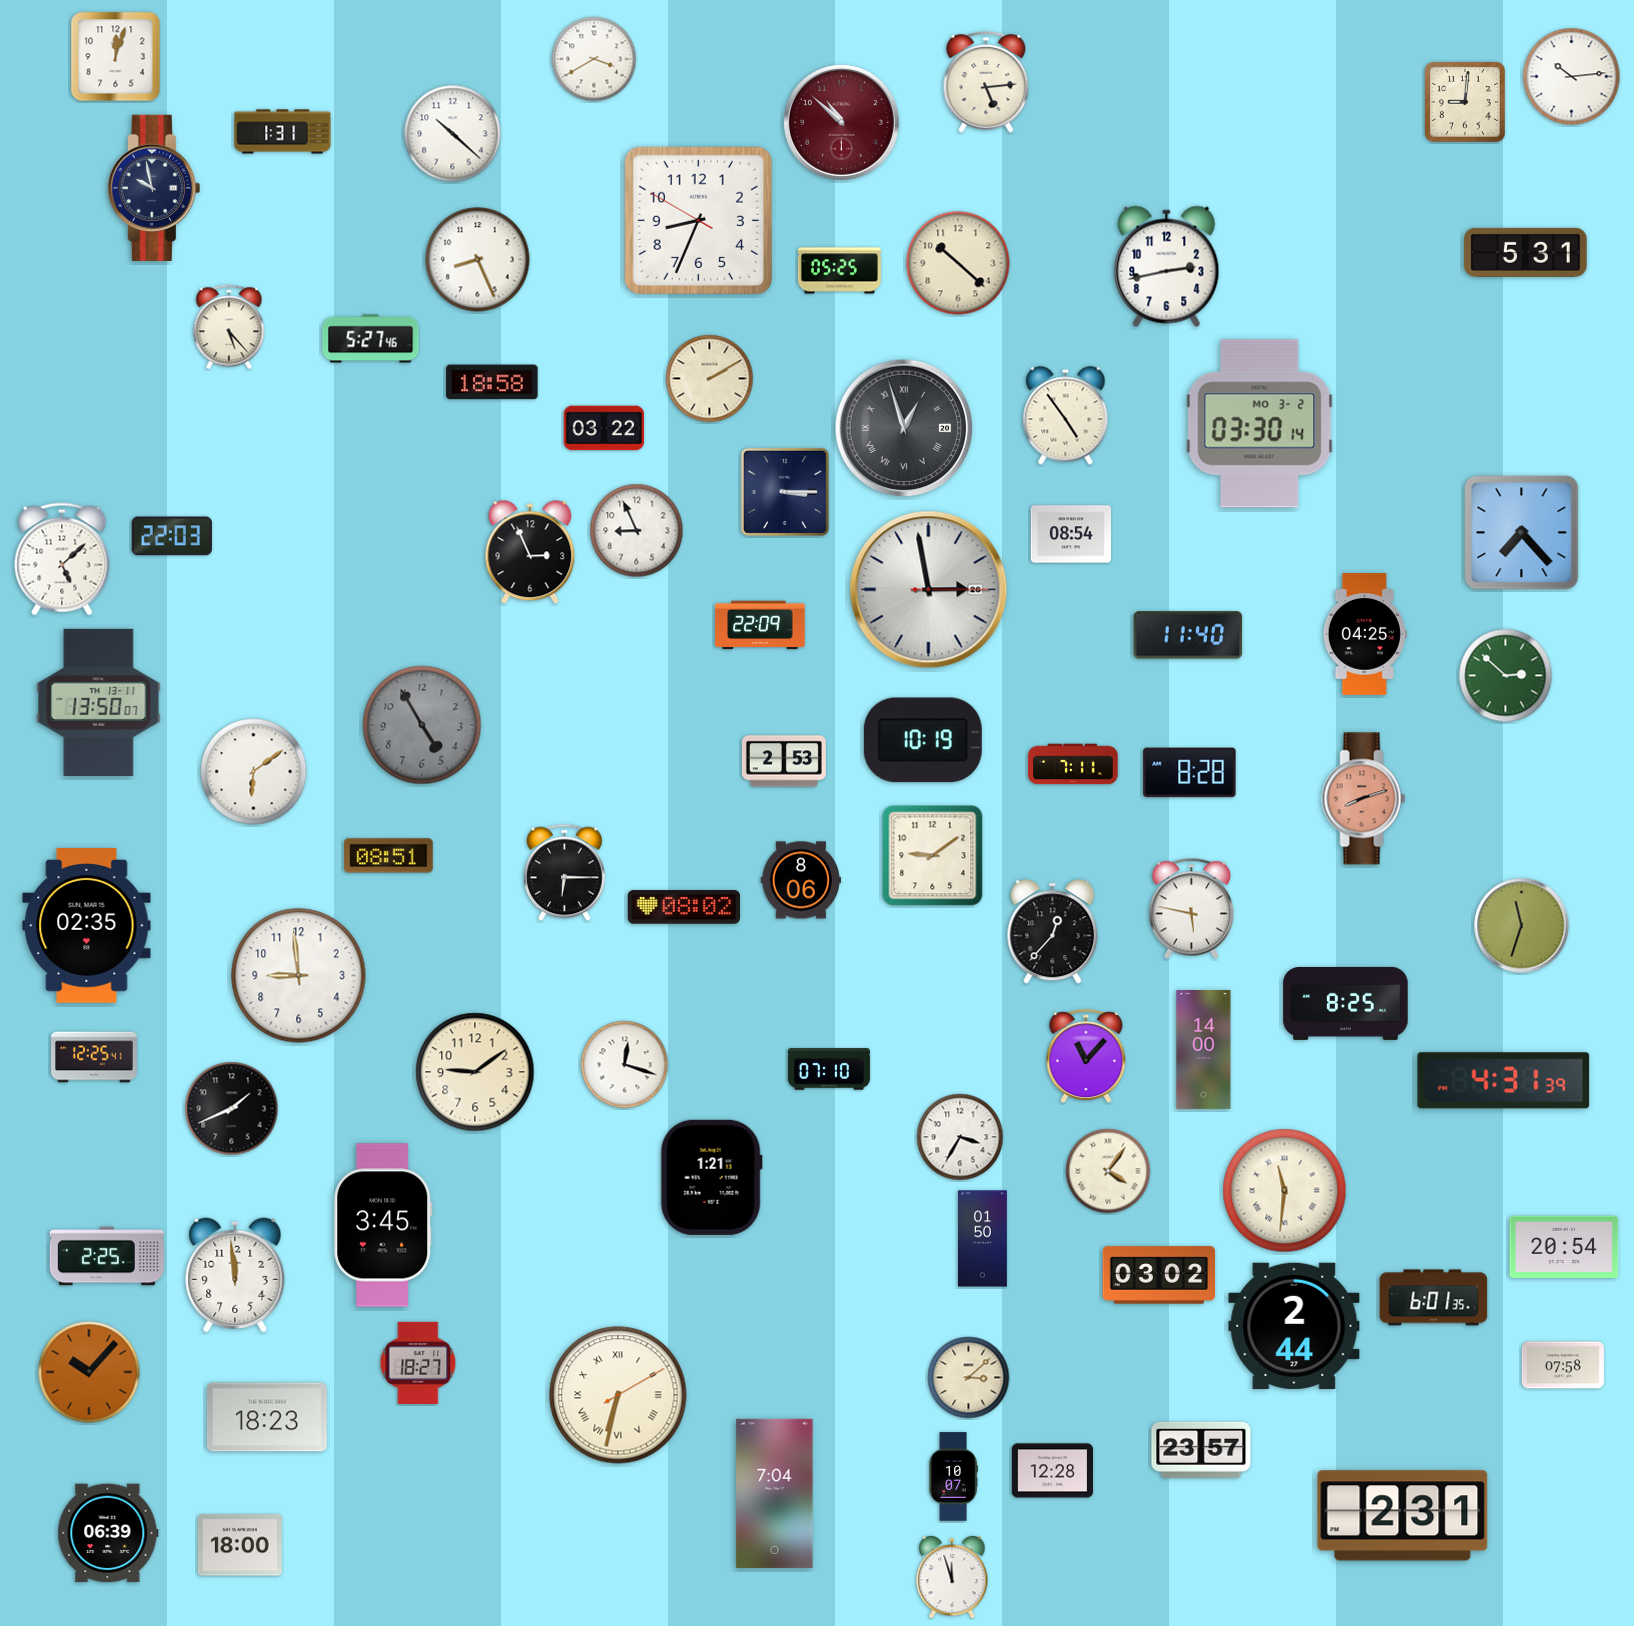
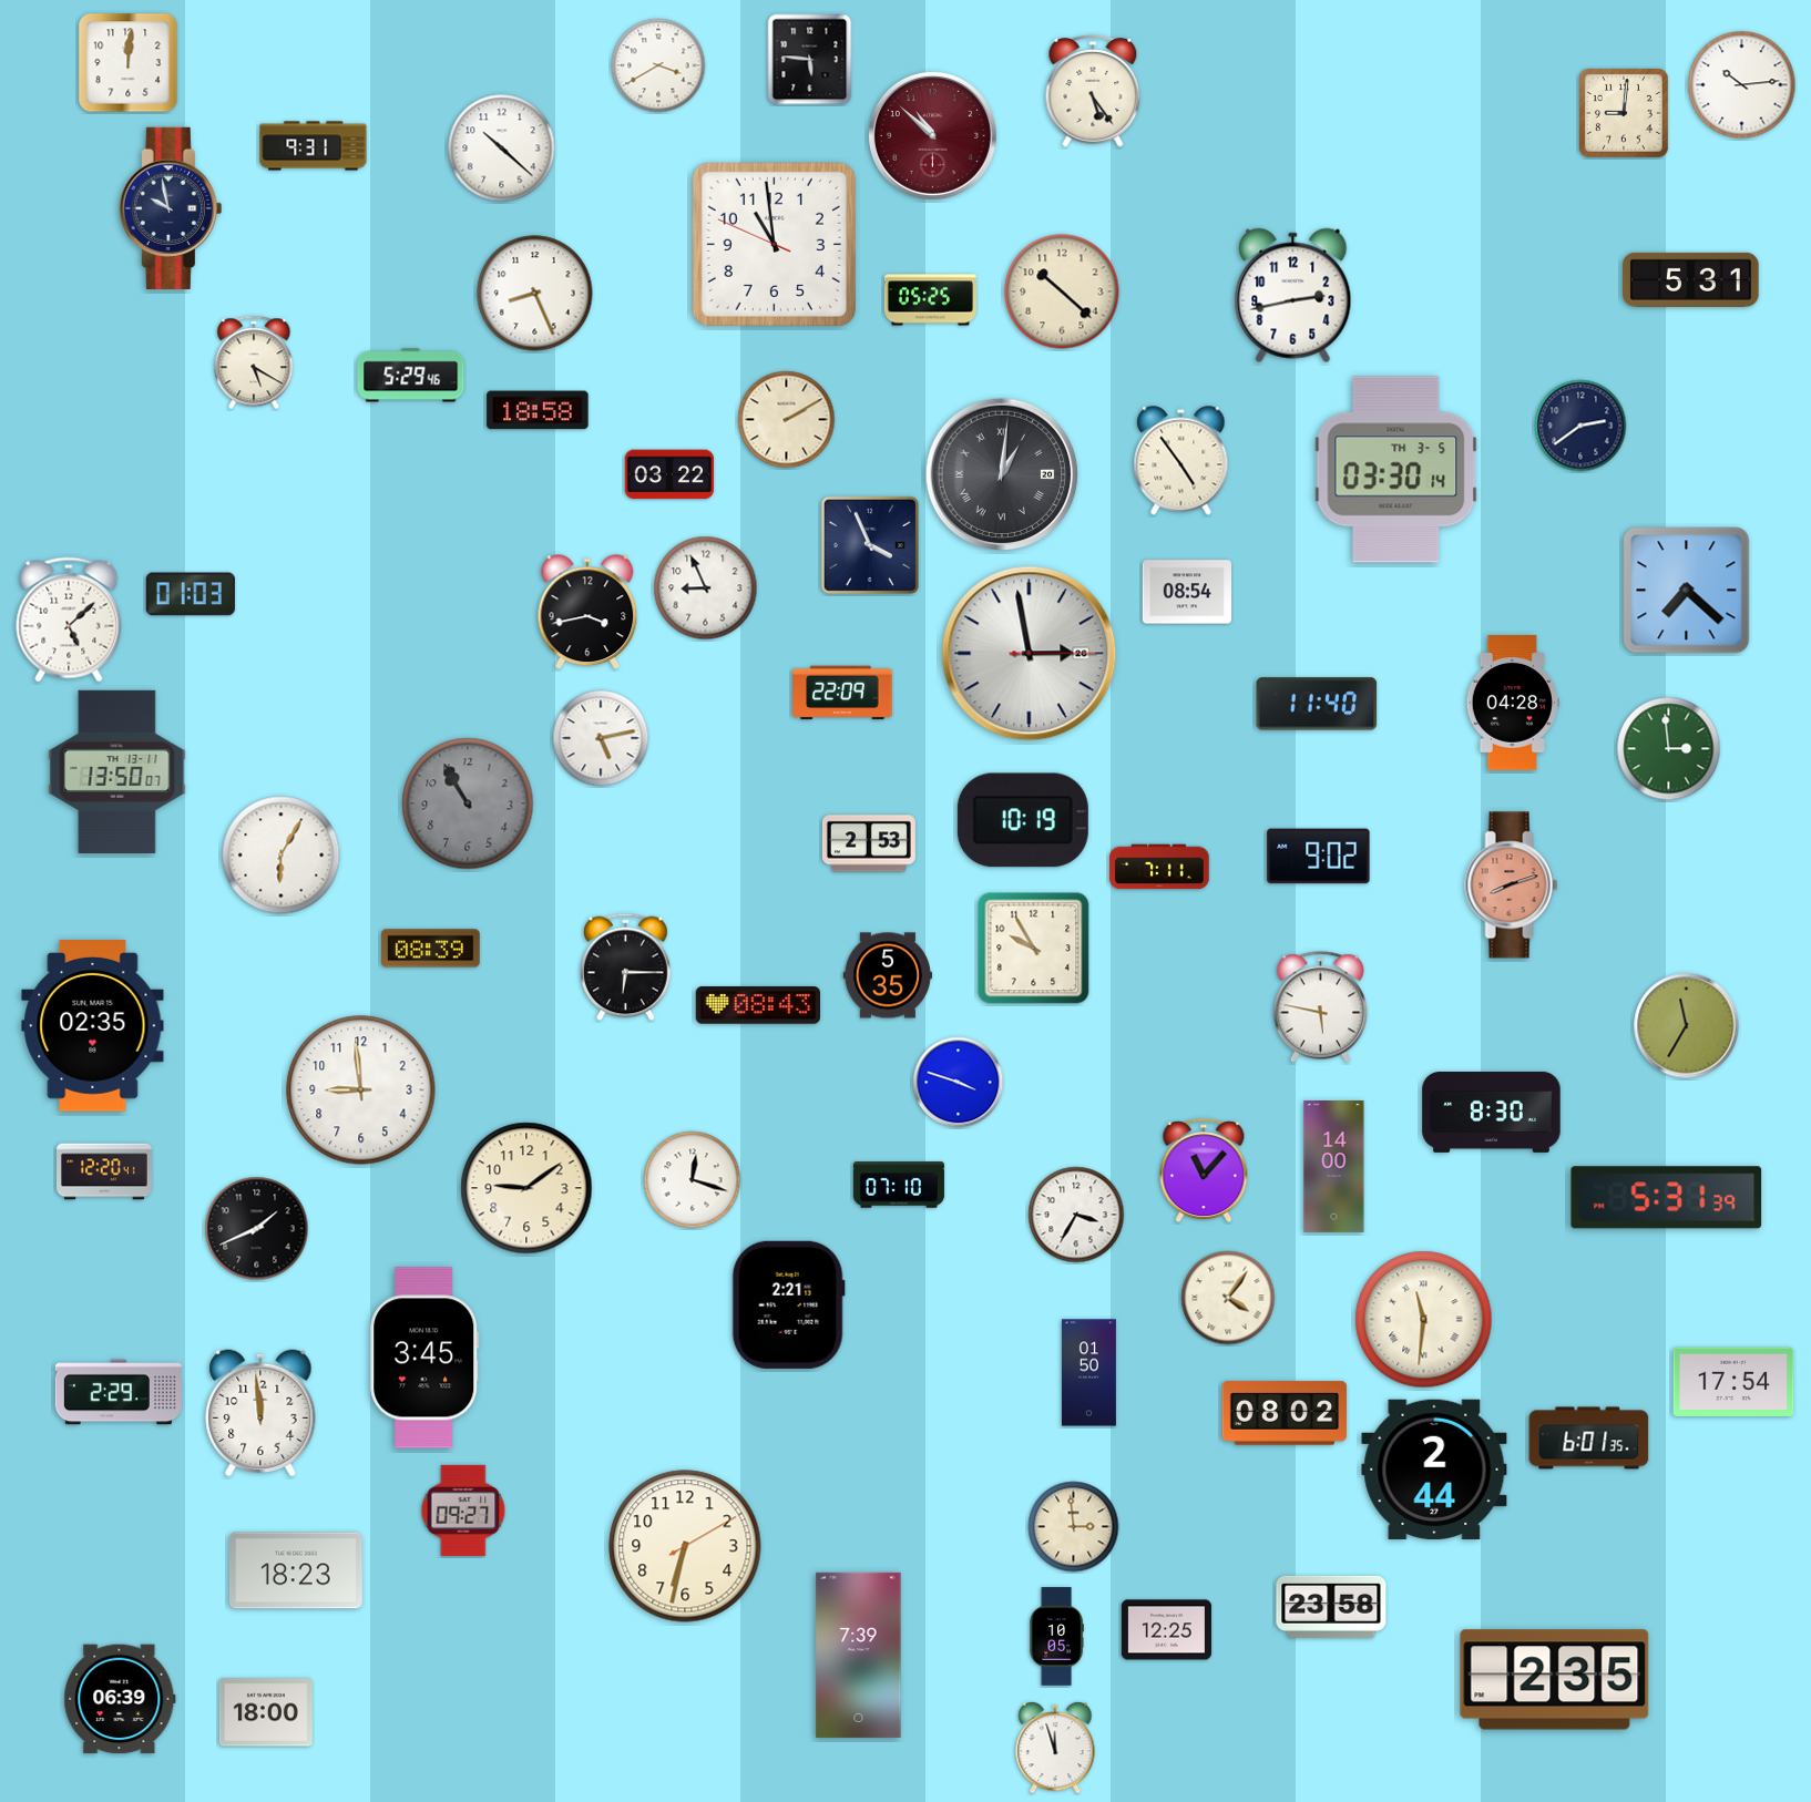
clock at (810, 60): none -> 5:46
clock at (116, 57): 12:03 -> 12:01
clock at (986, 82): 5:14 -> 5:24
clock at (283, 132): 1:31 -> 9:31
clock at (698, 220): 8:33 -> 10:58
clock at (478, 260) position: (478, 260) -> (535, 294)
clock at (229, 327): 5:23 -> 5:20
clock at (371, 339): 5:27 -> 5:29
clock at (492, 382) position: (492, 382) -> (538, 410)
clock at (1580, 426): none -> 2:39
clock at (1260, 424) date: MO 3-2 -> TH 3-5
clock at (904, 428): 12:57 -> 1:01
clock at (785, 492): 3:15 -> 3:56
clock at (1522, 533): 7:23 -> 7:22
clock at (172, 536): 22:03 -> 01:03
clock at (530, 553): 2:56 -> 3:43
clock at (1365, 634): 04:25 -> 04:28
clock at (601, 738): none -> 5:13
clock at (1506, 676): 2:52 -> 2:59
clock at (99, 702) position: (99, 702) -> (117, 771)
clock at (422, 725): 4:55 -> 10:55
clock at (1073, 764) position: (1073, 764) -> (1159, 867)
clock at (254, 772): 6:09 -> 6:05
clock at (1190, 773): 8:28 -> 9:02
clock at (389, 856): 08:51 -> 08:39
clock at (933, 856): 9:09 -> 9:55
clock at (800, 880): 8:06 -> 5:35
clock at (683, 907): 08:02 -> 08:43
clock at (87, 926) position: (87, 926) -> (93, 1026)
clock at (1522, 926): 11:33 -> 11:35
clock at (1053, 932): 12:37 -> none
clock at (299, 976) position: (299, 976) -> (361, 1091)
clock at (959, 1083): none -> 3:48
clock at (1346, 1003): 8:25 -> 8:30
clock at (1204, 1049) position: (1204, 1049) -> (1334, 1166)
clock at (95, 1057): 12:25 -> 12:20
clock at (829, 1069) position: (829, 1069) -> (899, 1185)
clock at (1504, 1081): 4:31 -> 5:31
clock at (960, 1137) position: (960, 1137) -> (1076, 1215)
clock at (711, 1177): 1:21 -> 2:21
clock at (1564, 1247): 20:54 -> 17:54
clock at (107, 1256): 2:25 -> 2:29
clock at (1159, 1275): 03:02 -> 08:02
clock at (418, 1363): 18:27 -> 09:27
clock at (1563, 1365): 07:58 -> none
clock at (89, 1372): 10:07 -> none
clock at (969, 1378): 3:08 -> 2:59
clock at (618, 1395) numerals: Roman -> Arabic
clock at (1201, 1450): 23:57 -> 23:58
clock at (1052, 1471): 12:28 -> 12:25
clock at (953, 1477): 10:07 -> 10:05
clock at (775, 1493): 7:04 -> 7:39
clock at (1403, 1516): 2:31 -> 2:35
